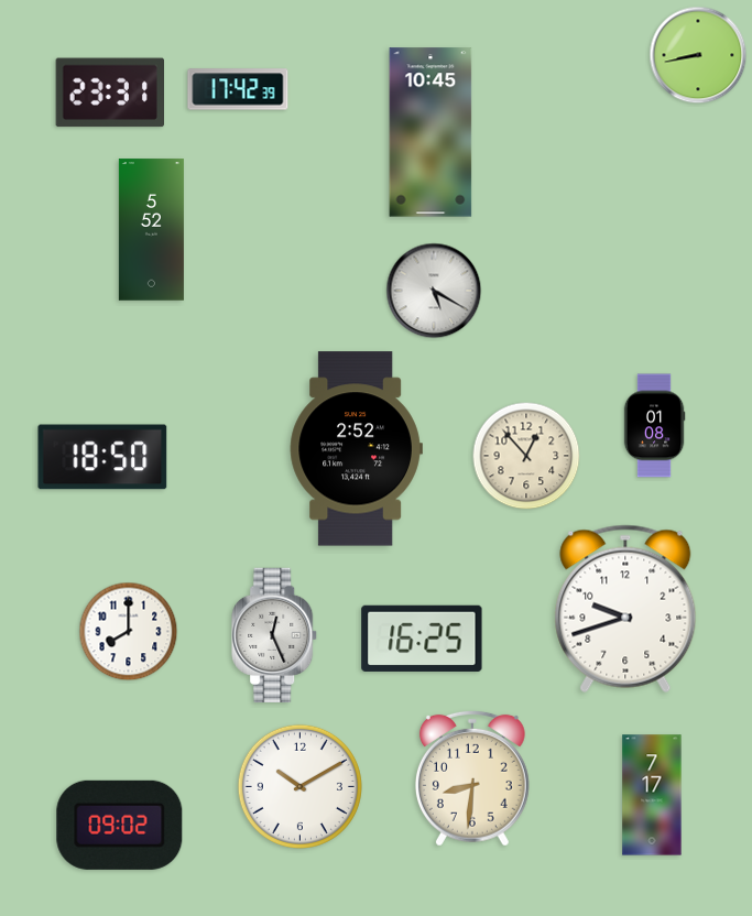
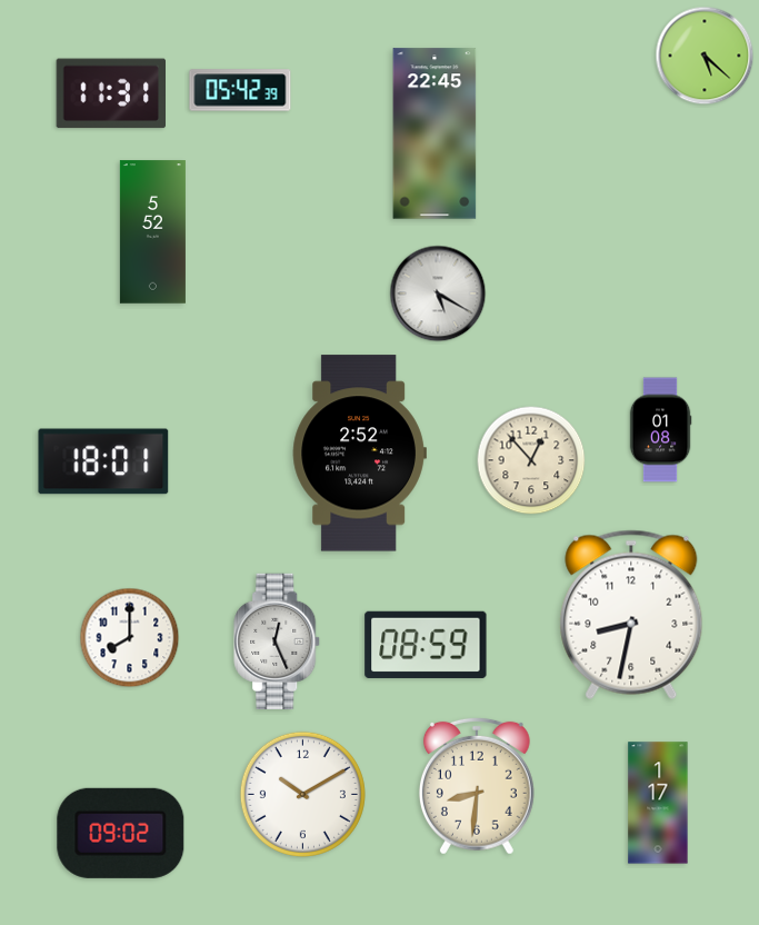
clock at (698, 55): 8:43 -> 5:22
clock at (238, 89): 17:42 -> 05:42
clock at (109, 92): 23:31 -> 11:31
clock at (431, 132): 10:45 -> 22:45
clock at (102, 457): 18:50 -> 18:01
clock at (625, 609): 9:42 -> 8:32
clock at (422, 639): 16:25 -> 08:59
clock at (652, 795): 7:17 -> 1:17
